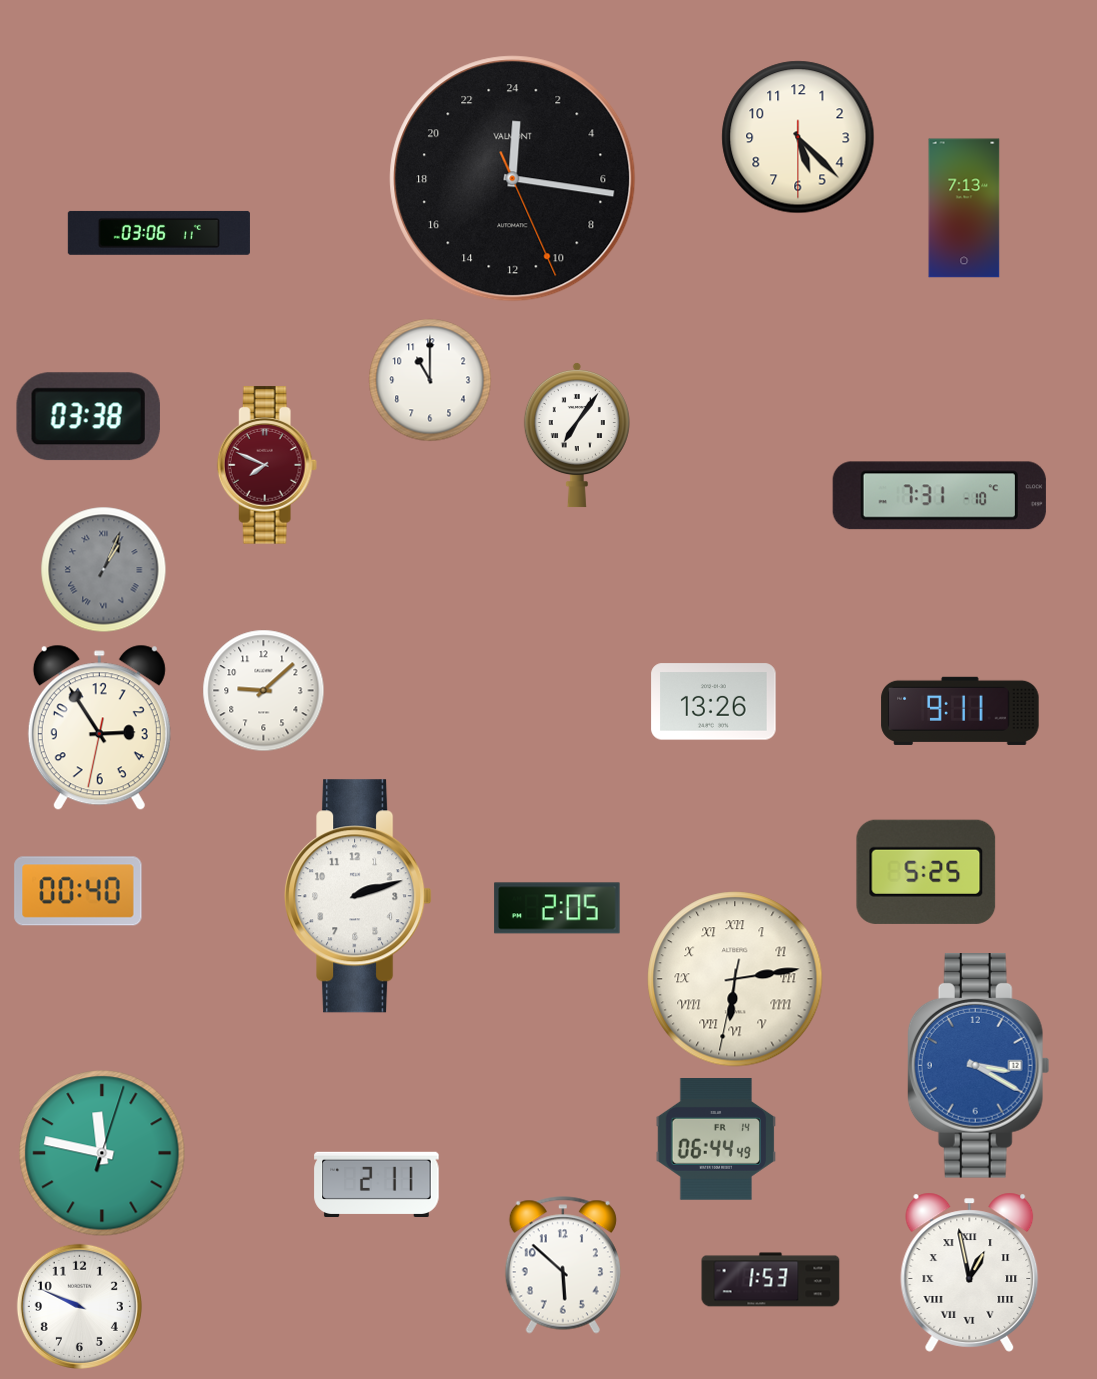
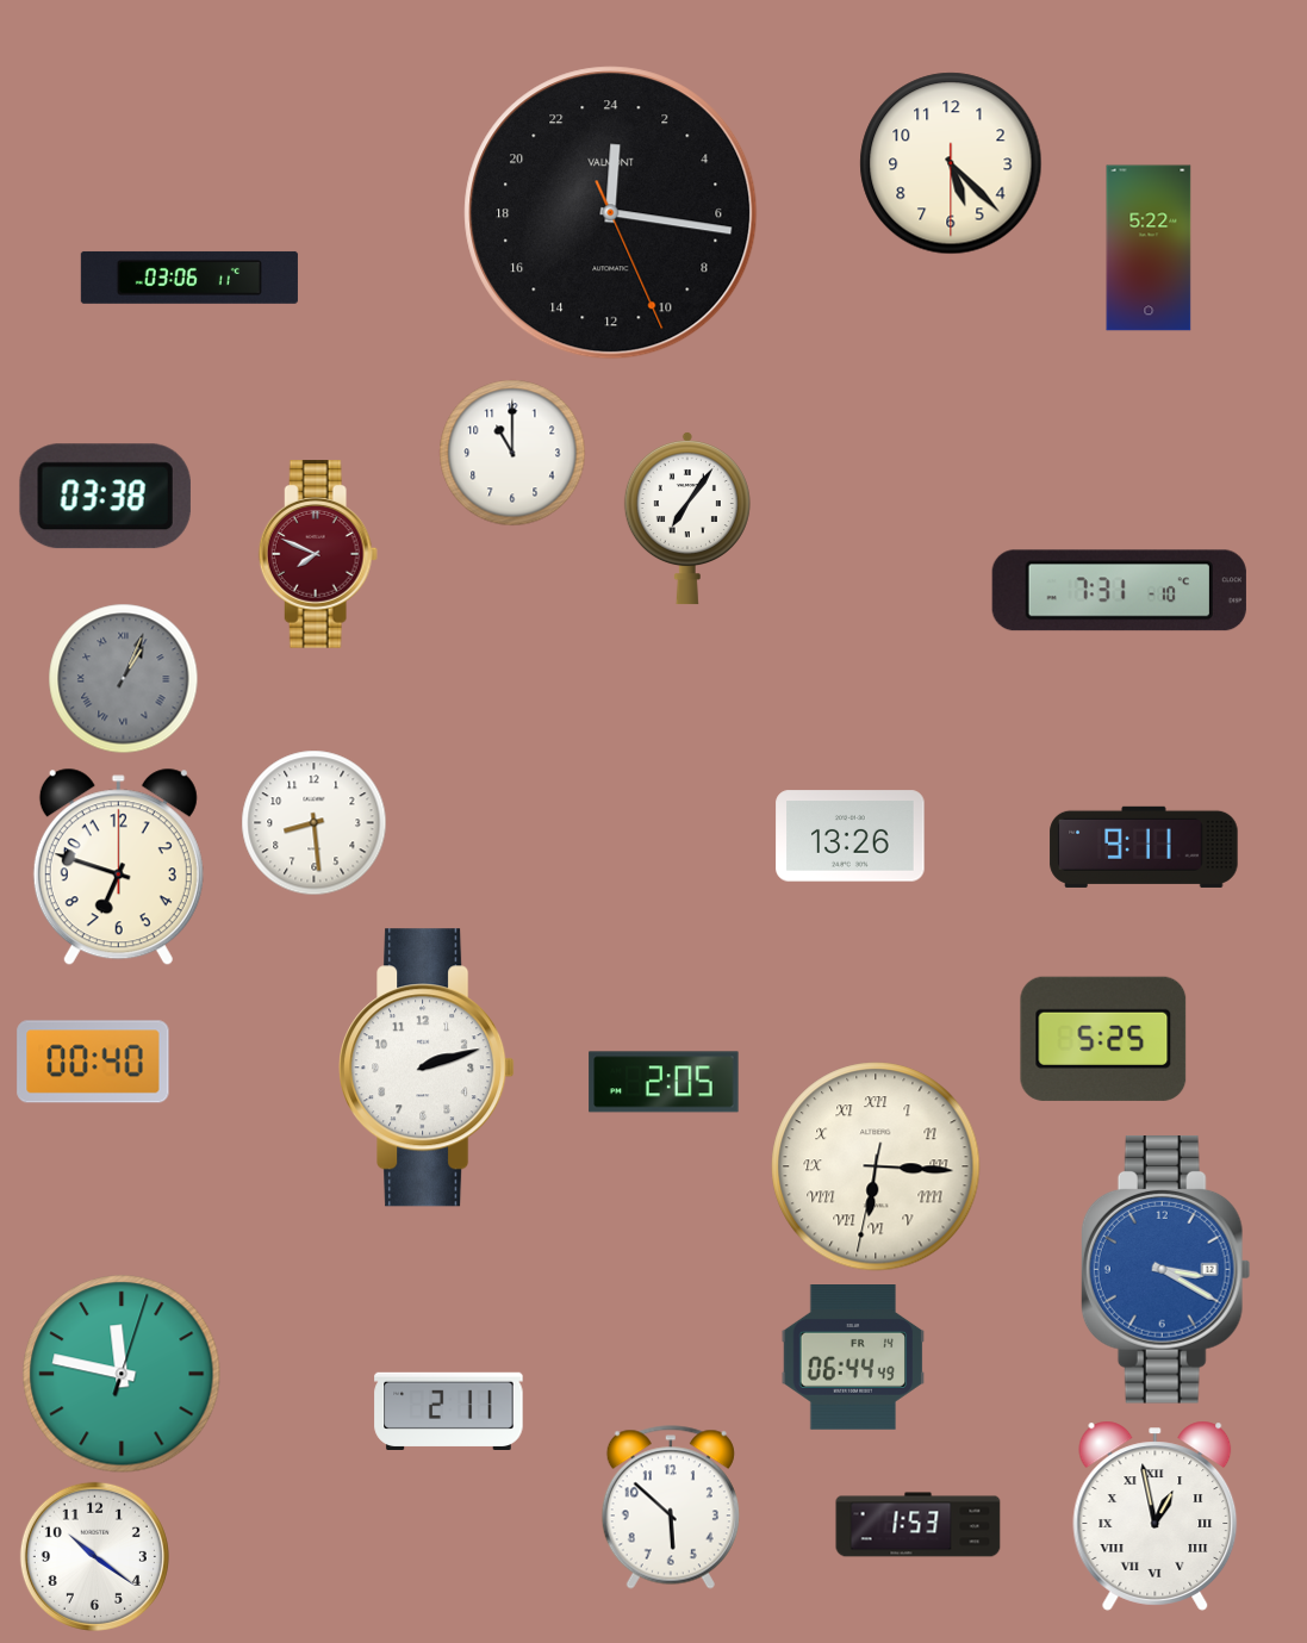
clock at (964, 208): 7:13 -> 5:22
clock at (264, 691): 9:08 -> 8:29
clock at (99, 728): 2:54 -> 6:48
clock at (735, 979): 6:13 -> 6:15
clock at (79, 1306): 9:49 -> 10:21
